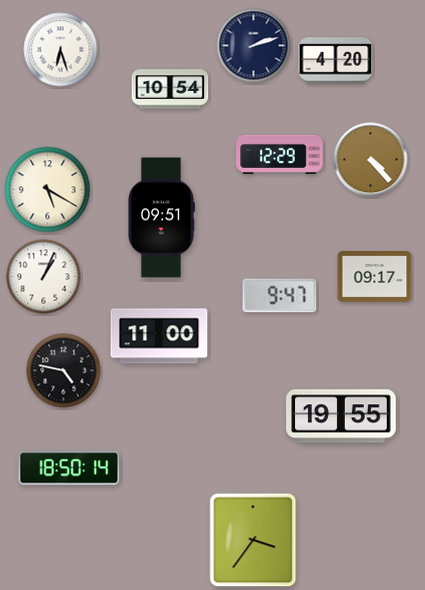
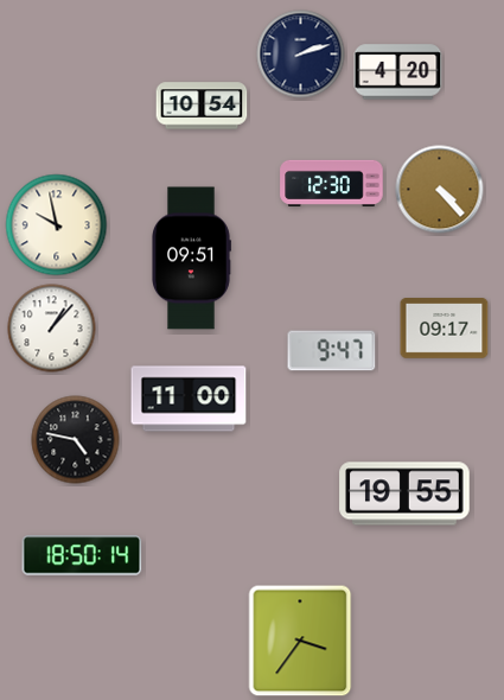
clock at (61, 50): 6:27 -> none
clock at (280, 154): 12:29 -> 12:30
clock at (48, 190): 5:20 -> 9:58
clock at (44, 277): 1:04 -> 1:07
